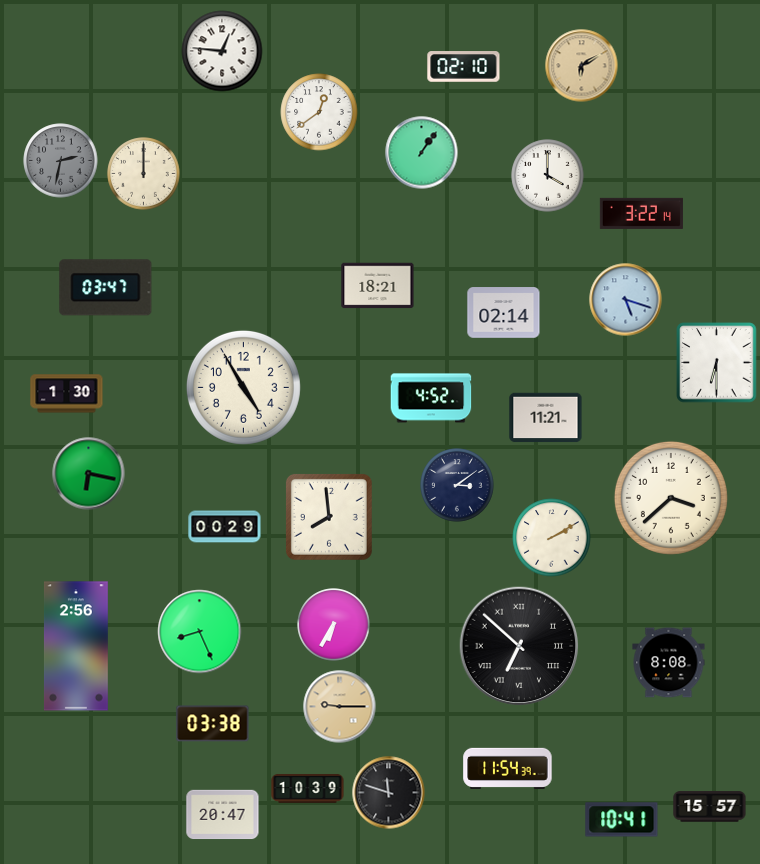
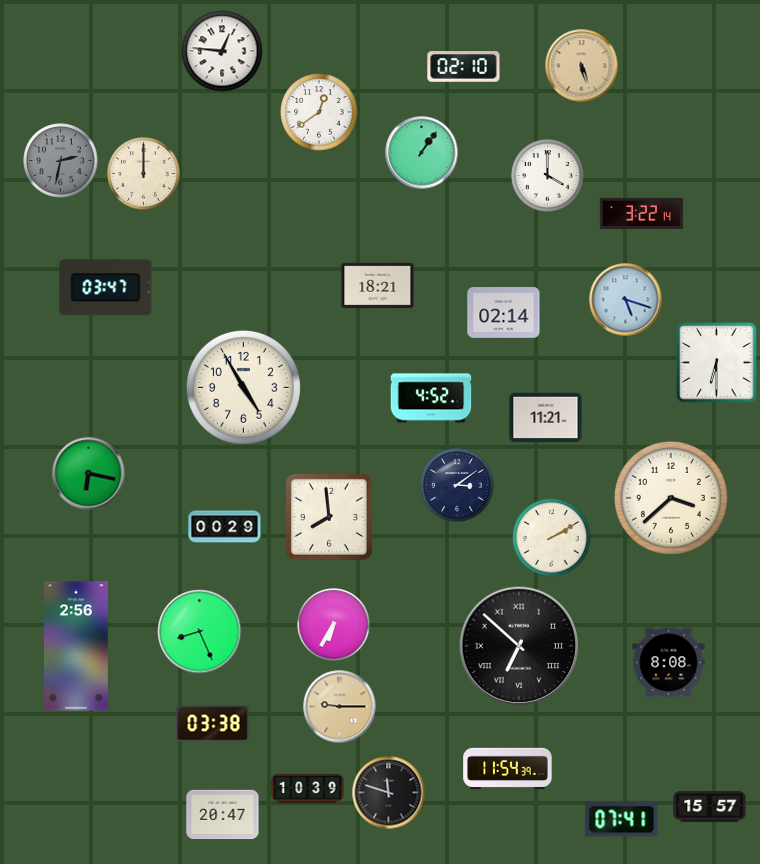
clock at (582, 66): 6:10 -> 5:27
clock at (67, 394): 1:30 -> none
clock at (622, 820): 10:41 -> 07:41
